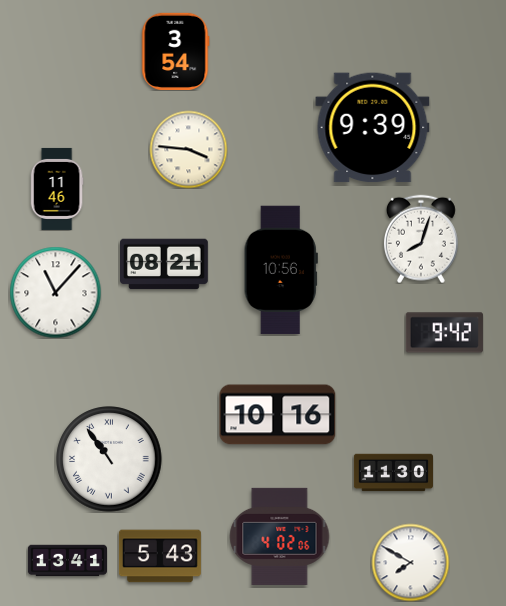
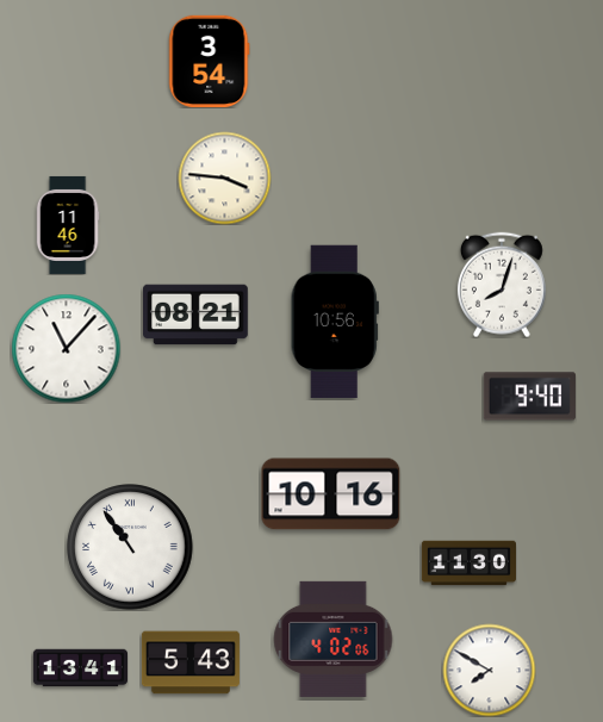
clock at (373, 128): 9:39 -> none
clock at (444, 333): 9:42 -> 9:40
